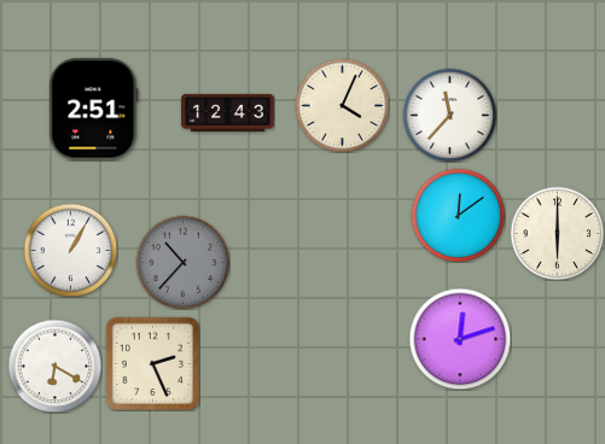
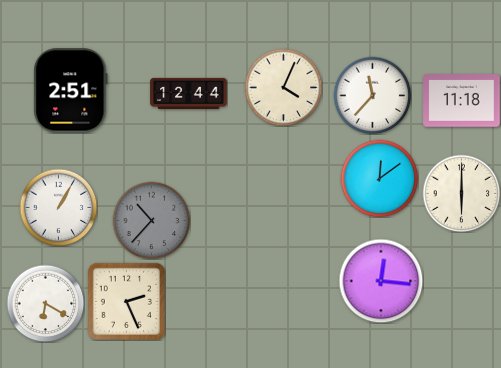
clock at (94, 110) position: (94, 110) -> (71, 91)
clock at (228, 112): 12:43 -> 12:44
clock at (462, 101): none -> 11:18
clock at (182, 262) position: (182, 262) -> (151, 220)
clock at (460, 339): 12:12 -> 12:16
